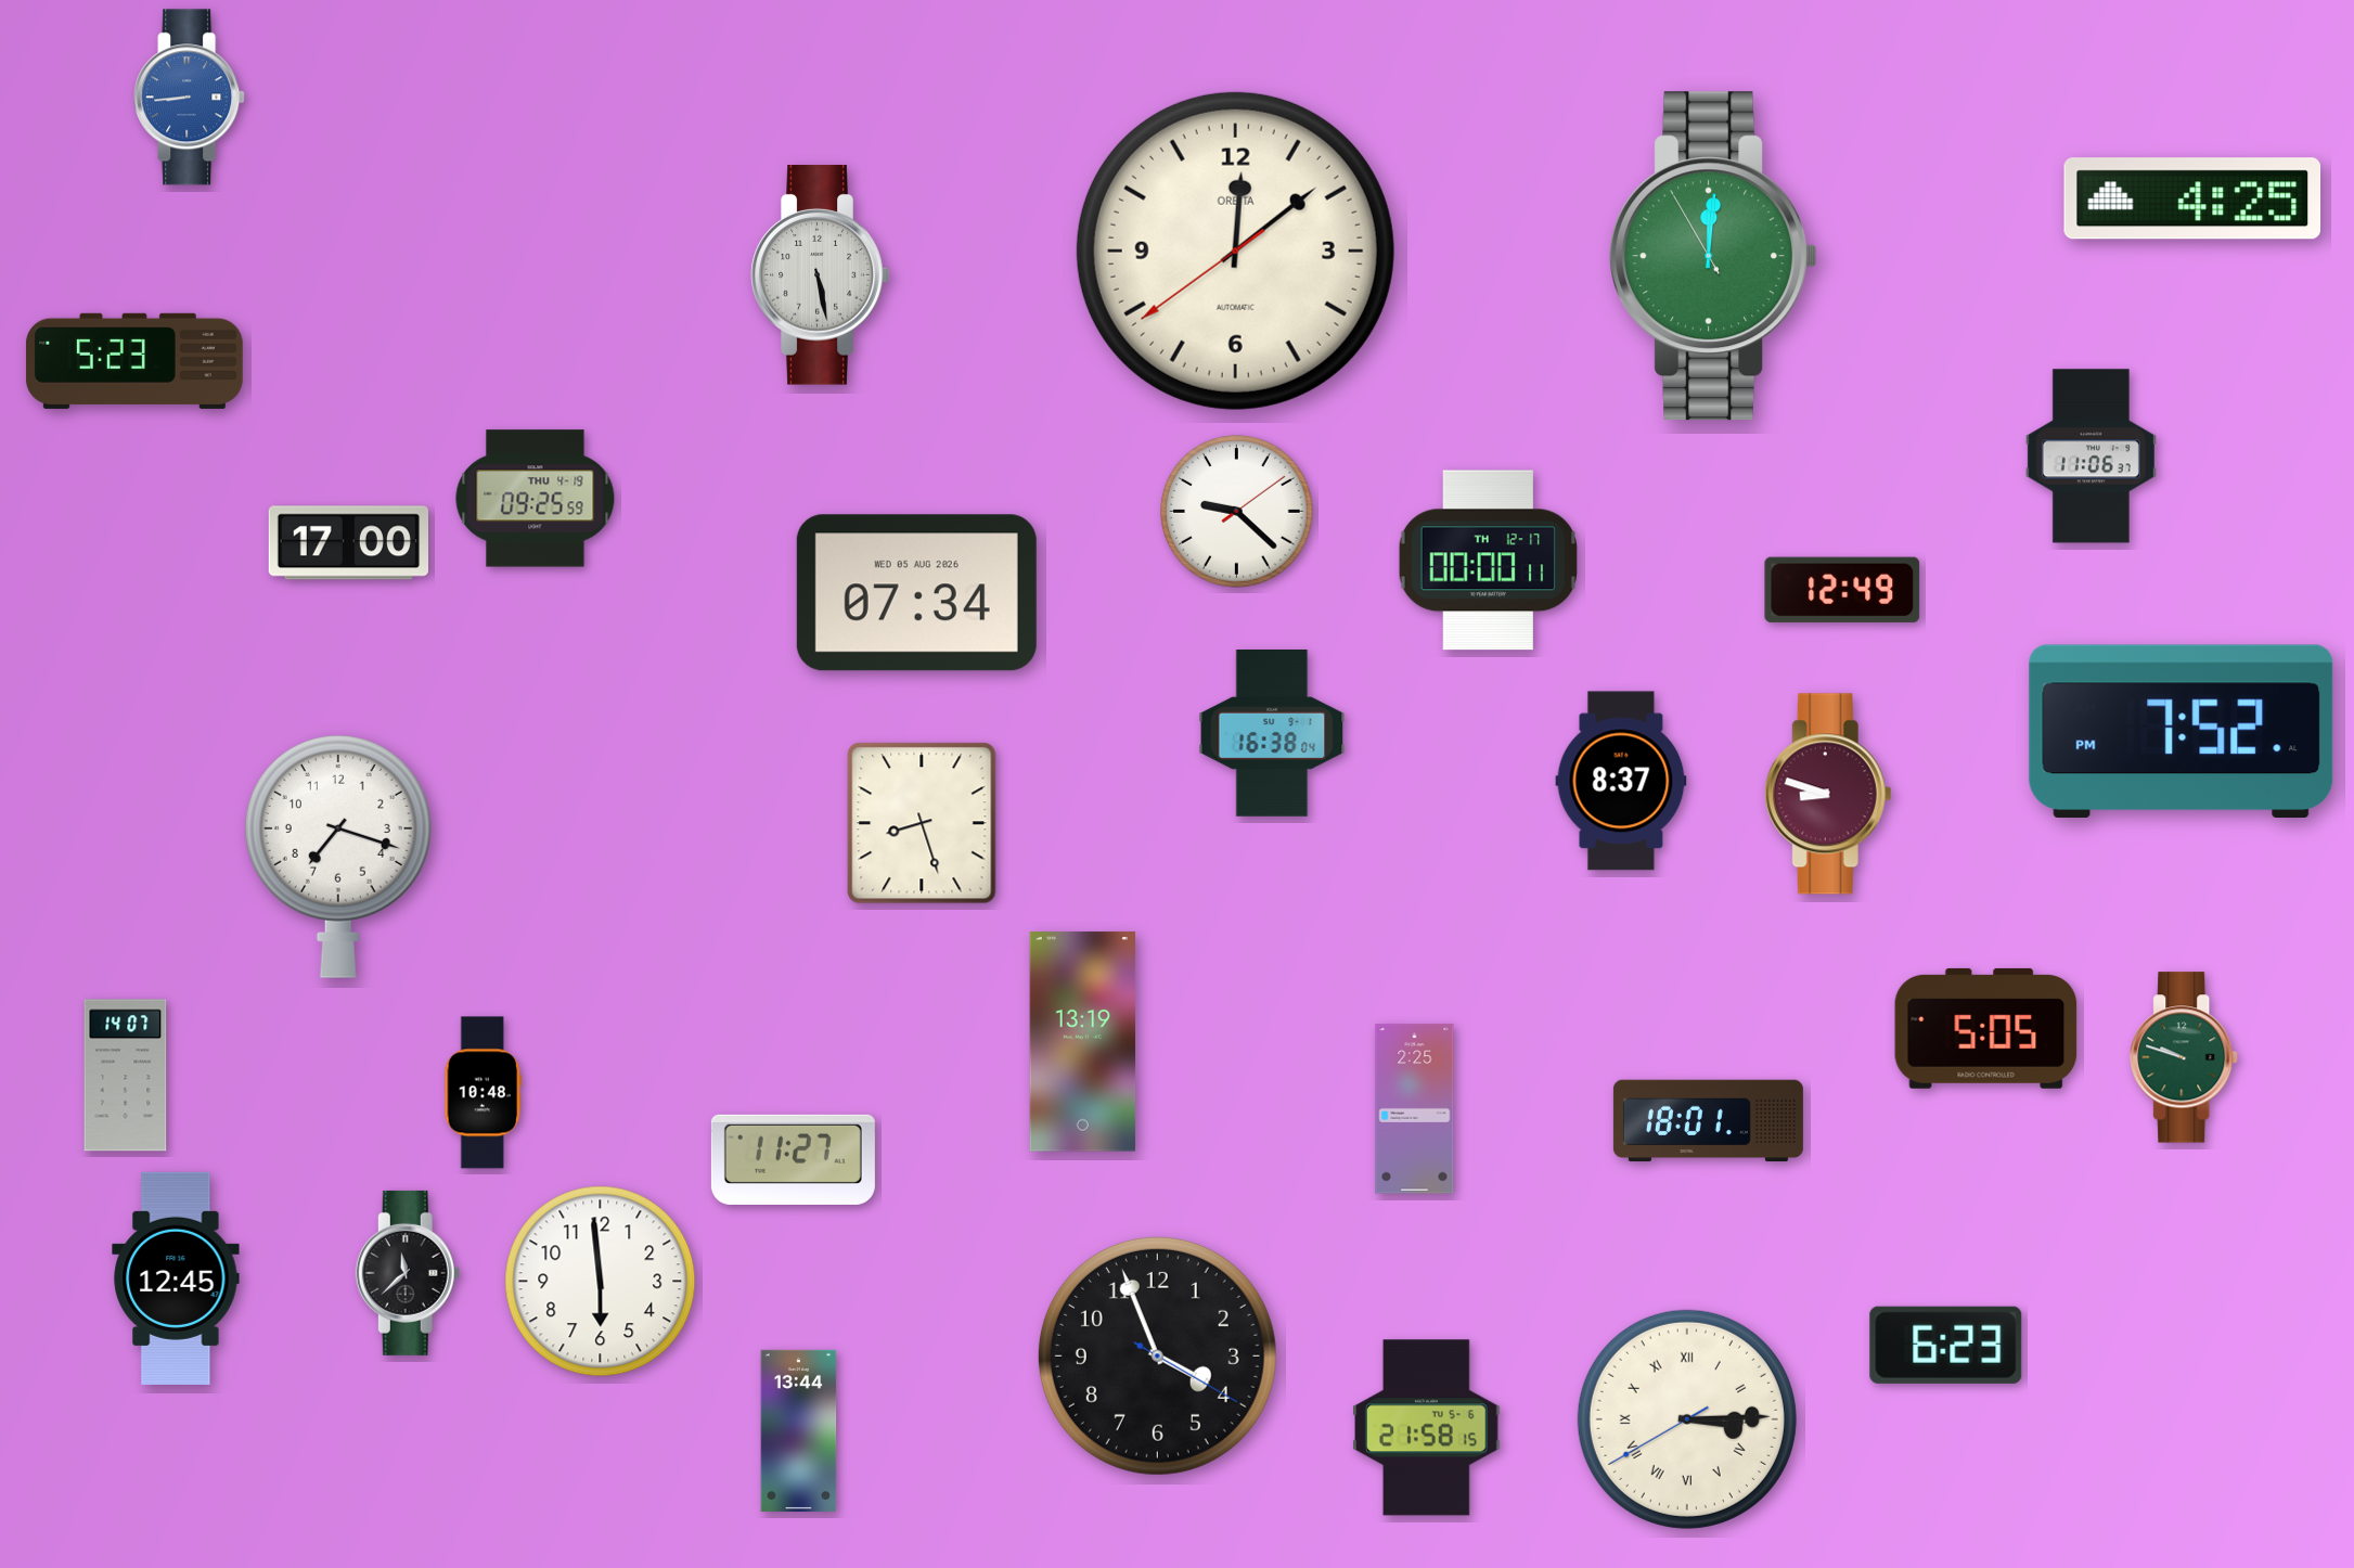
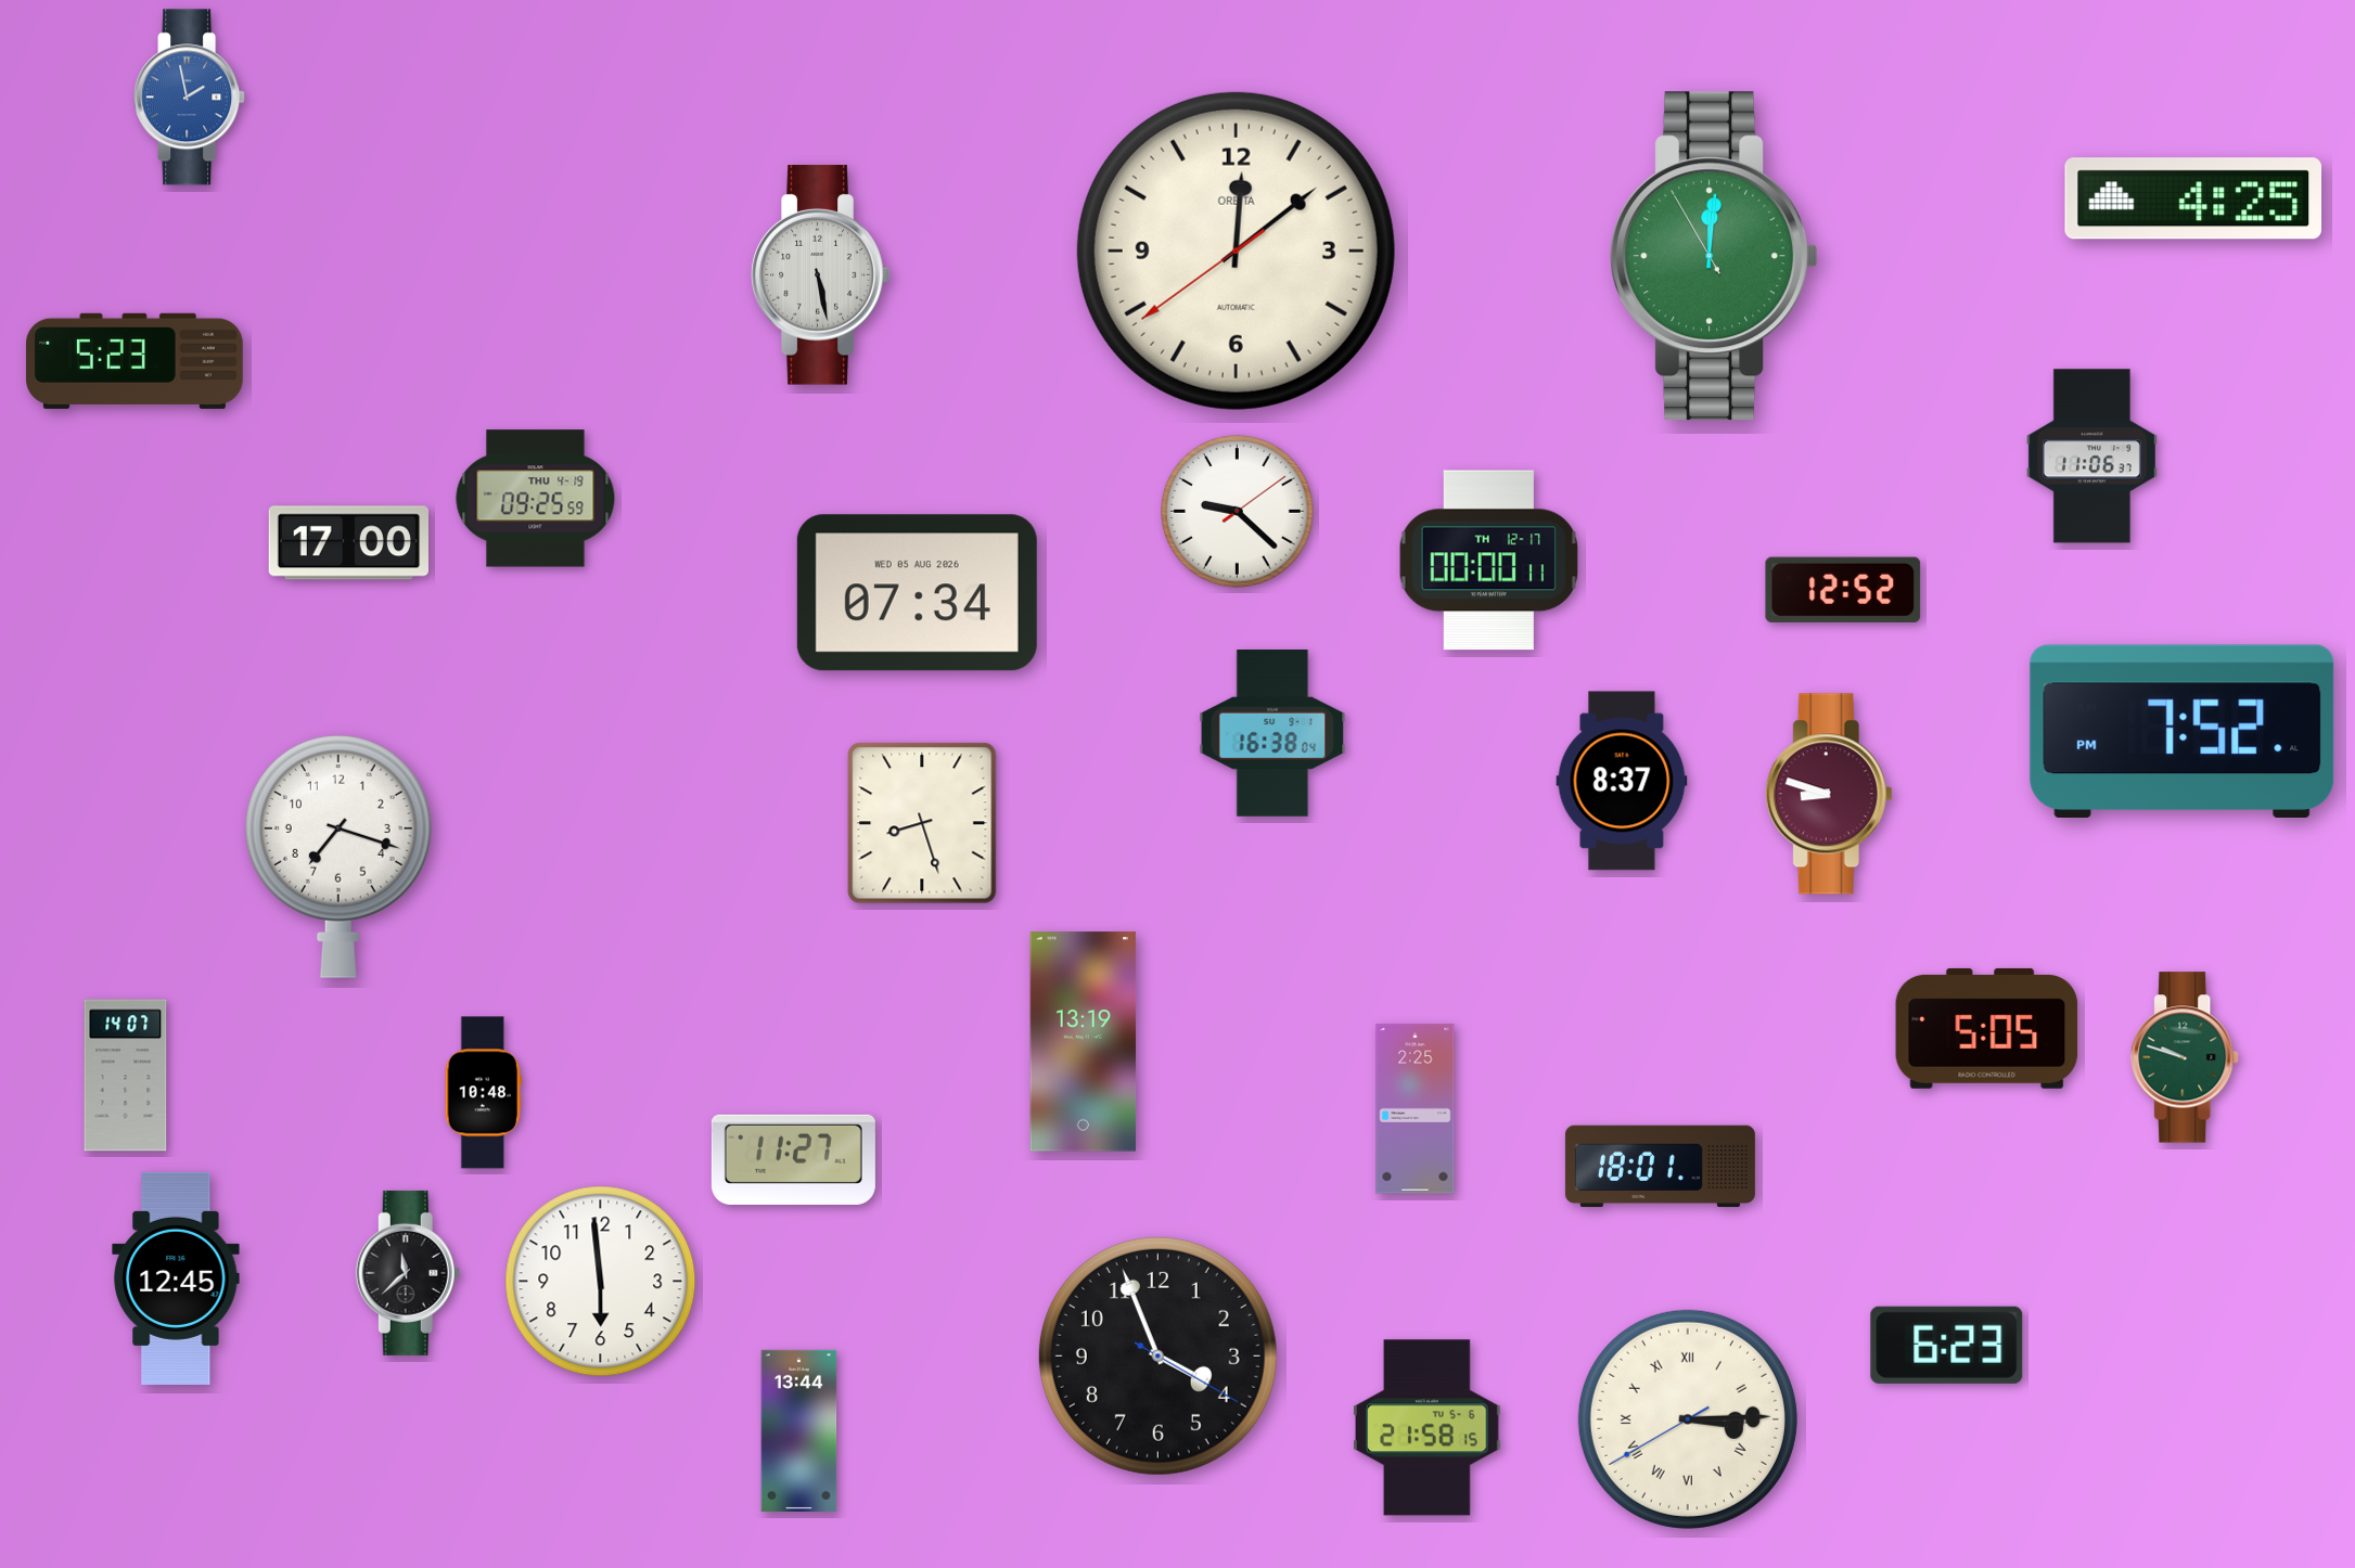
clock at (190, 98): 8:44 -> 1:58
clock at (1842, 590): 12:49 -> 12:52
clock at (1708, 1121) position: (1708, 1121) -> (1660, 1167)
